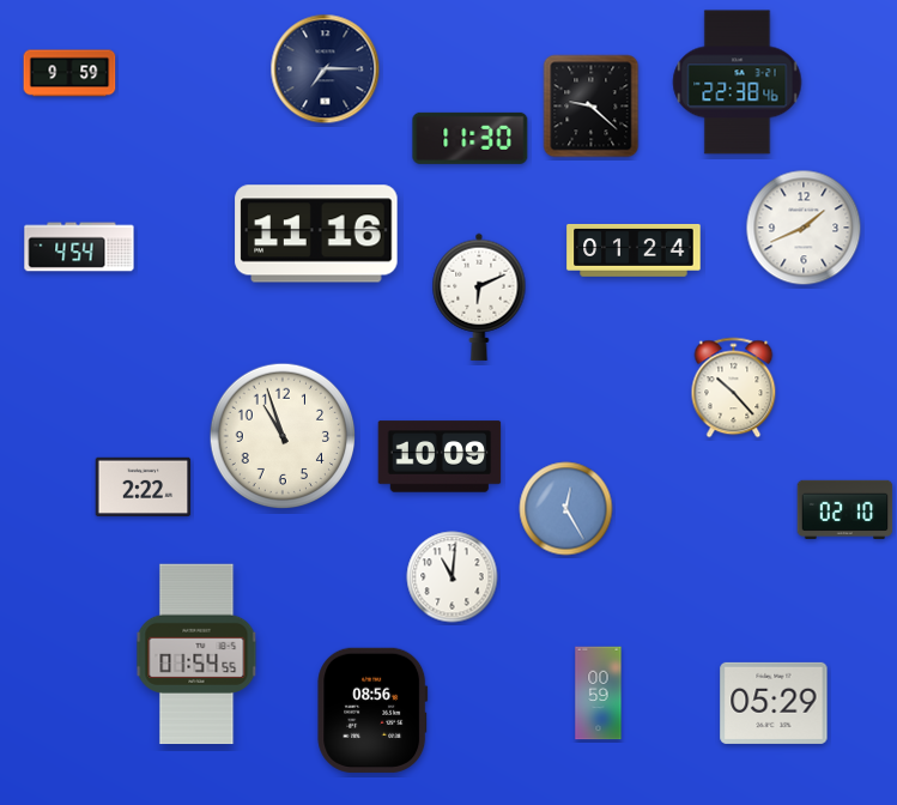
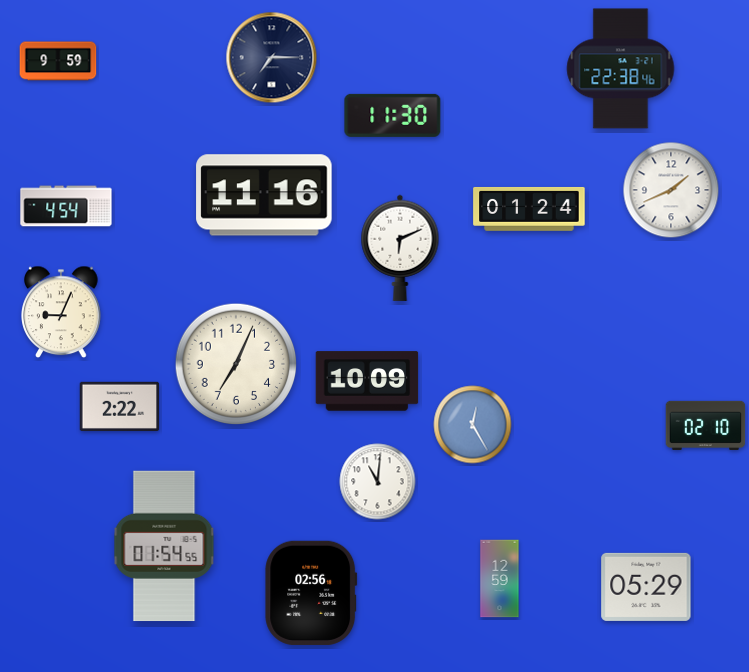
clock at (738, 83) position: (738, 83) -> (621, 69)
clock at (592, 107): 9:22 -> none
clock at (61, 312): none -> 9:04
clock at (734, 388): 10:23 -> none
clock at (283, 436): 10:57 -> 7:04
clock at (599, 694): 00:59 -> 12:59
clock at (372, 710): 08:56 -> 02:56
